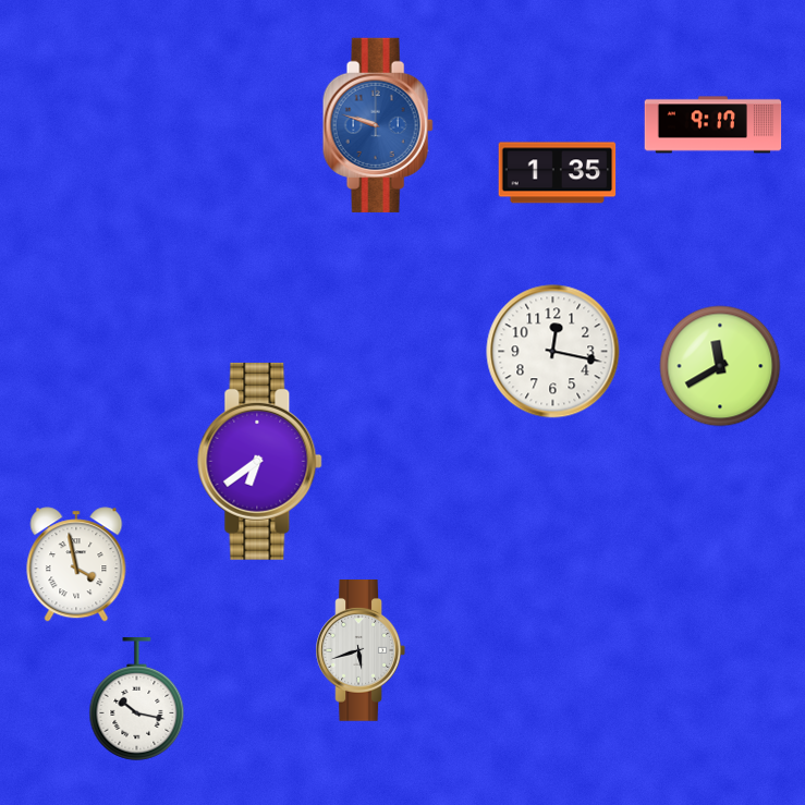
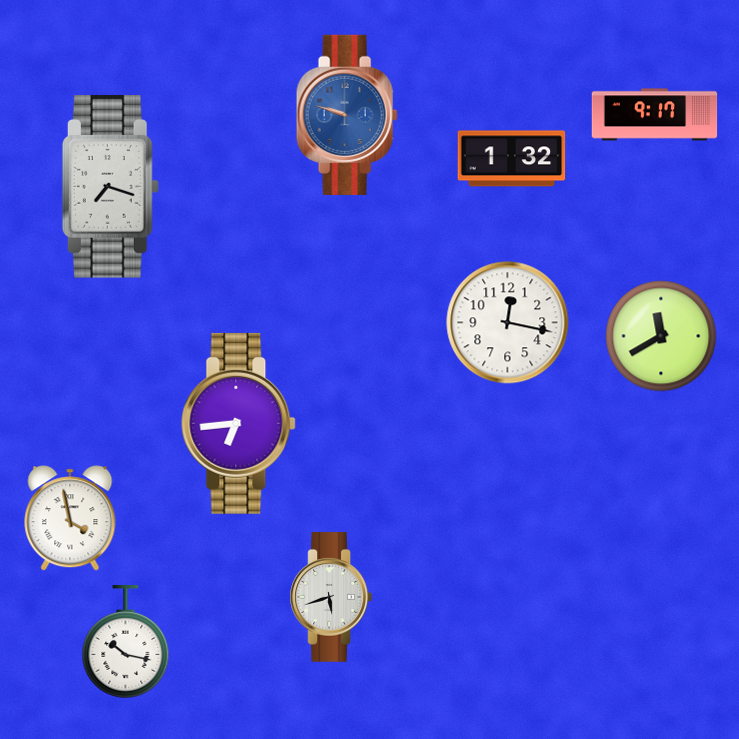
clock at (558, 173): 1:35 -> 1:32
clock at (110, 187): none -> 7:18
clock at (260, 461): 6:39 -> 6:44
